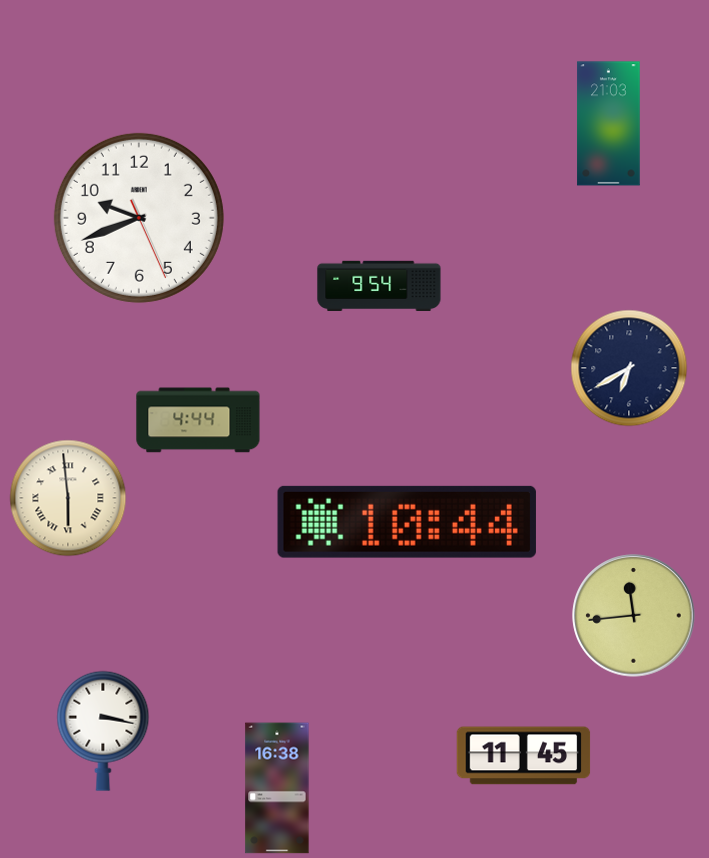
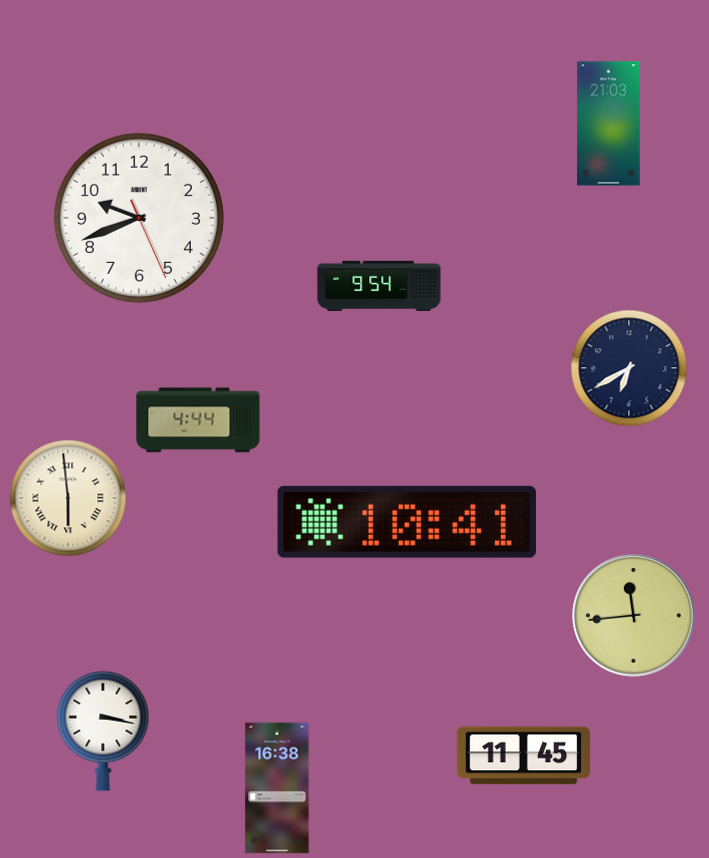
clock at (407, 522): 10:44 -> 10:41
